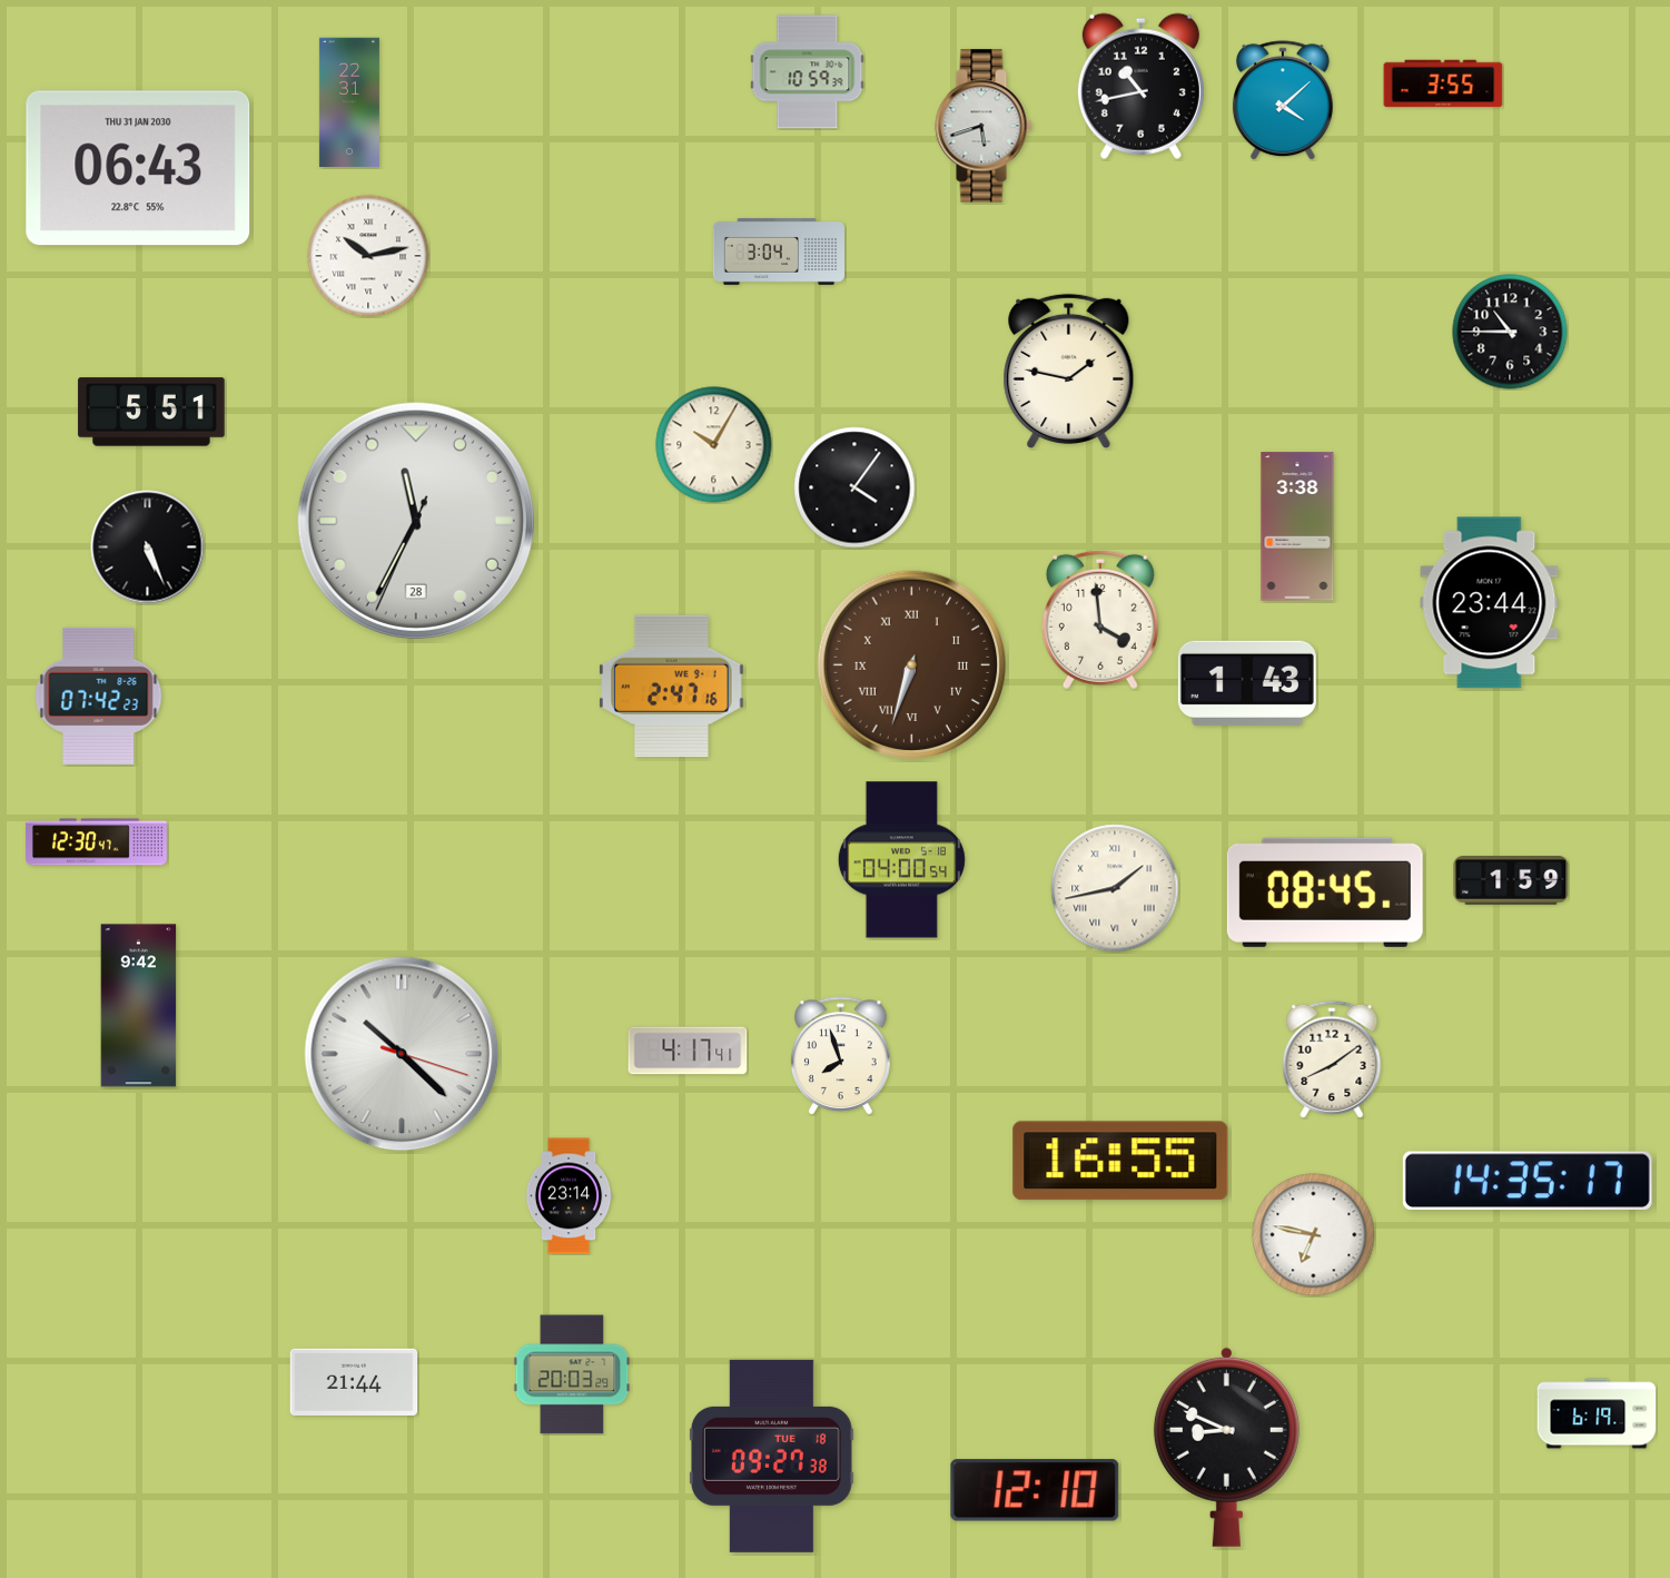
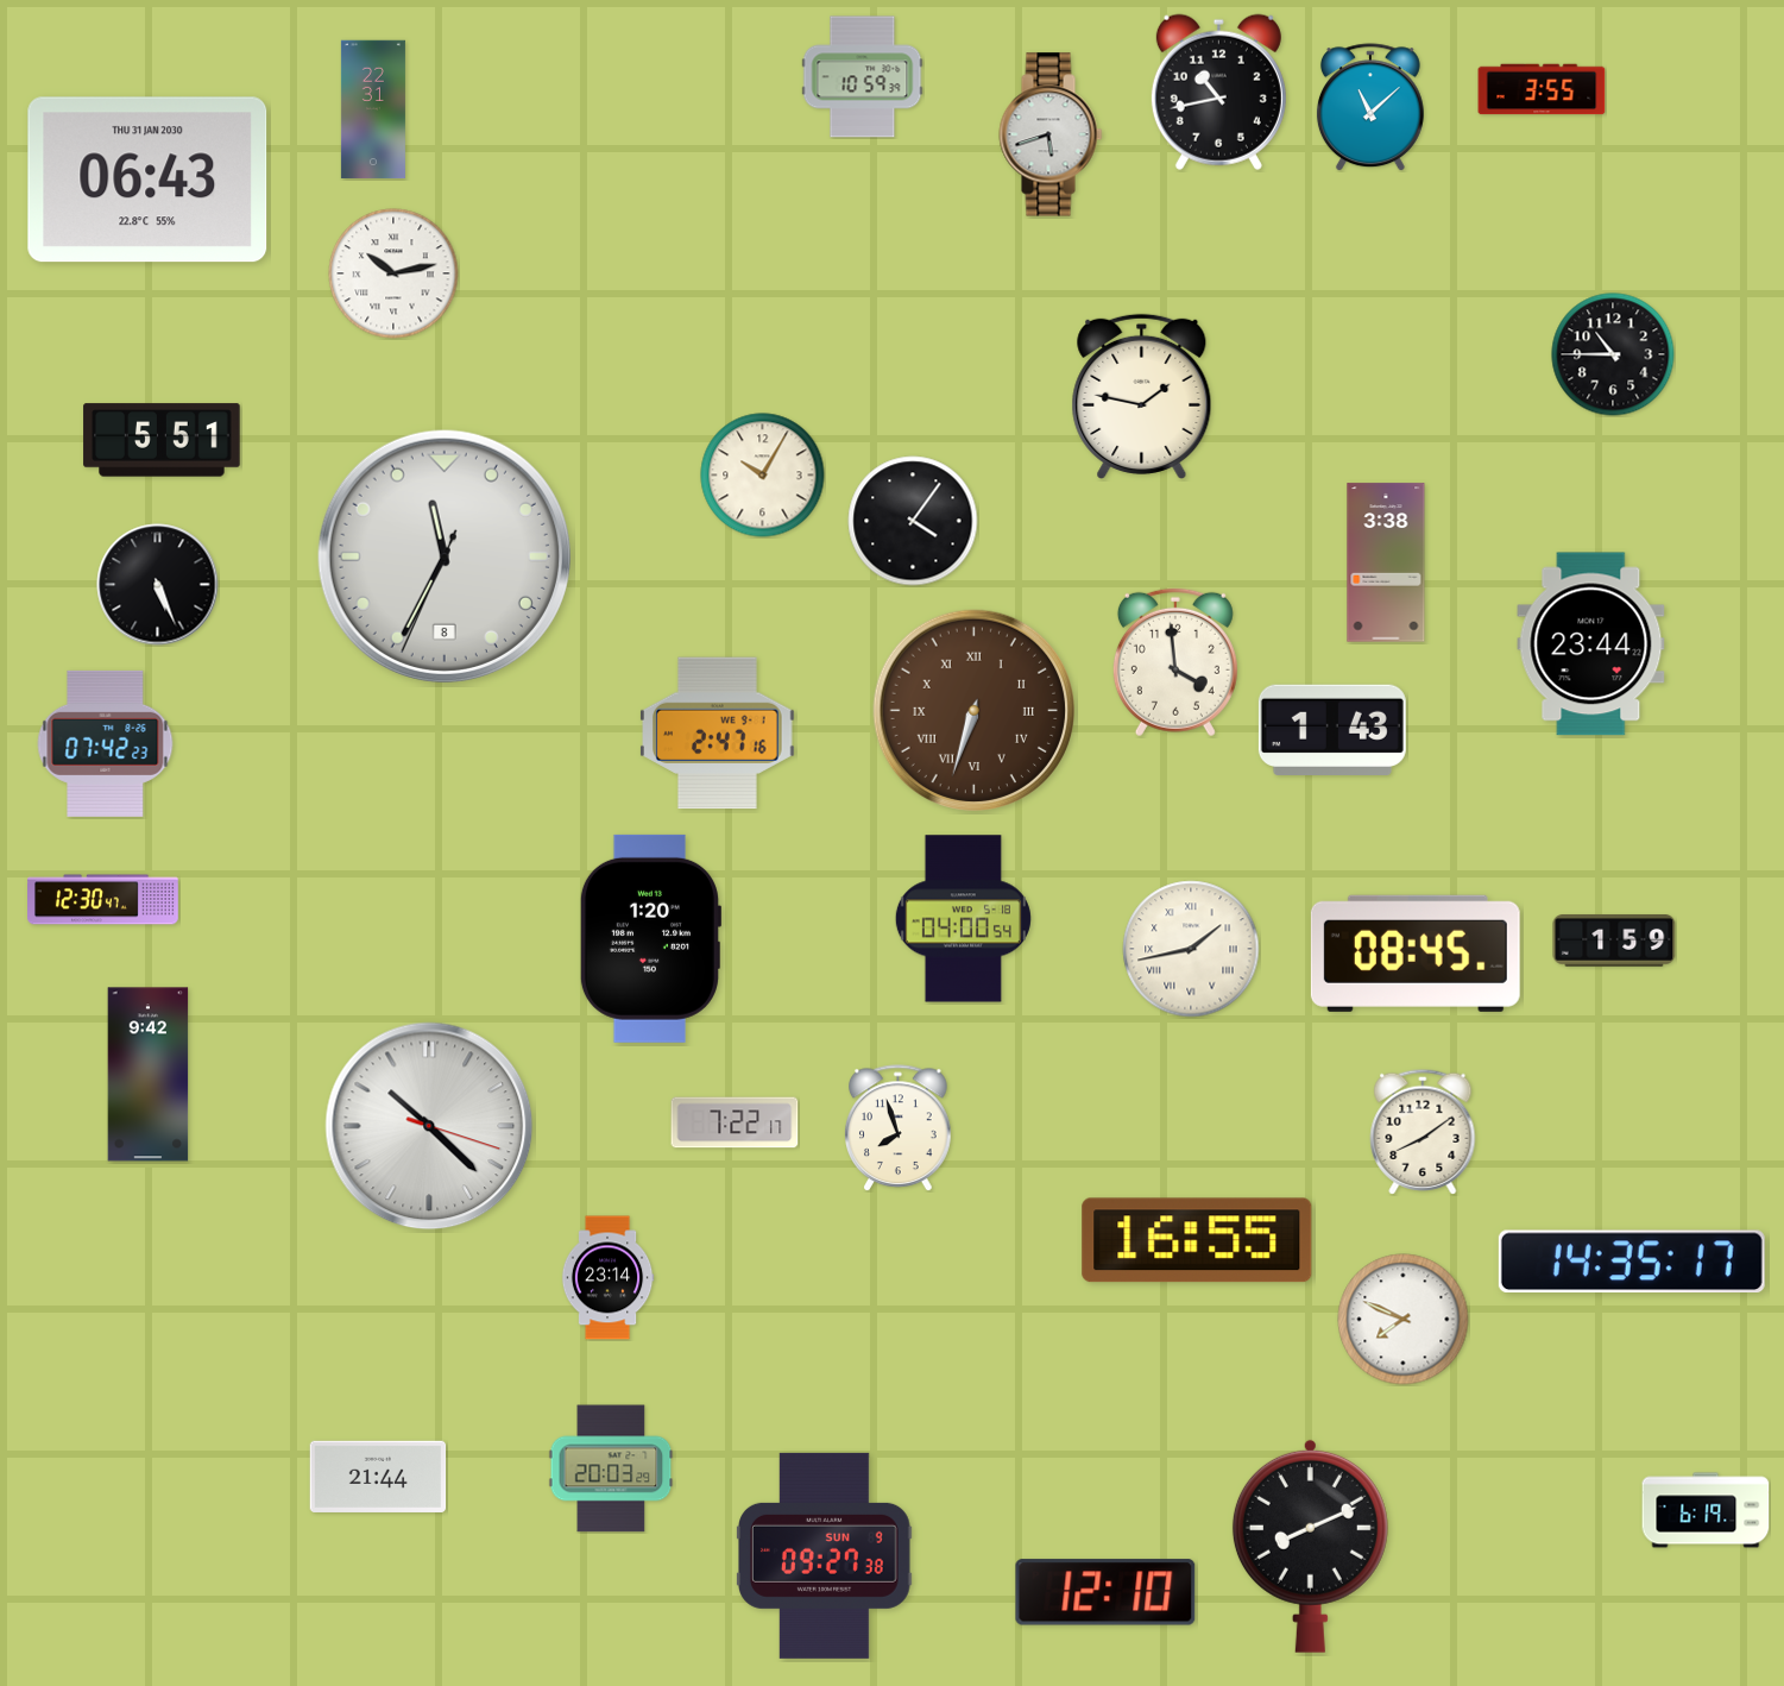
clock at (1283, 100): 4:08 -> 11:08
clock at (778, 253): 3:04 -> none
clock at (416, 521) date: 28 -> 8
clock at (650, 938): none -> 1:20
clock at (688, 1051): 4:17 -> 7:22
clock at (1314, 1235): 6:47 -> 7:49
clock at (1226, 1447): 8:49 -> 8:11
clock at (772, 1456) date: TUE 18 -> SUN 9
